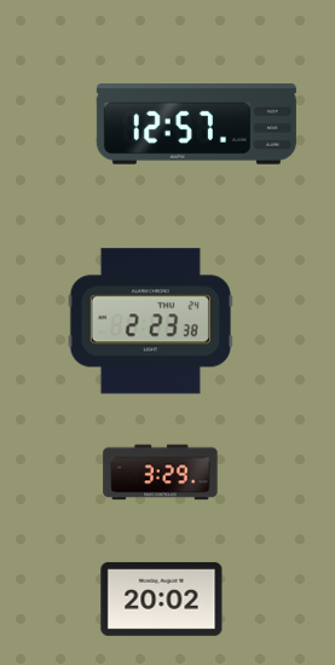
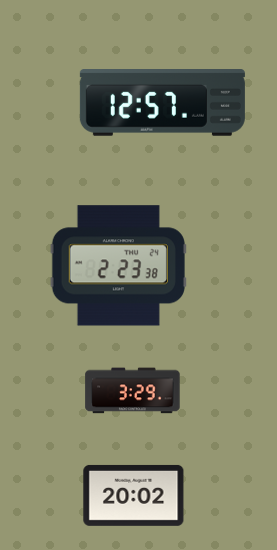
clock at (150, 322) position: (150, 322) -> (118, 266)
